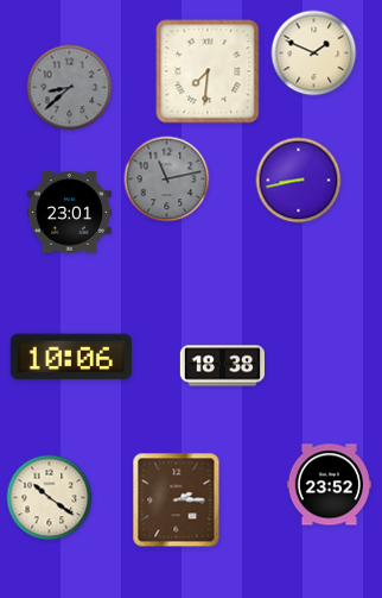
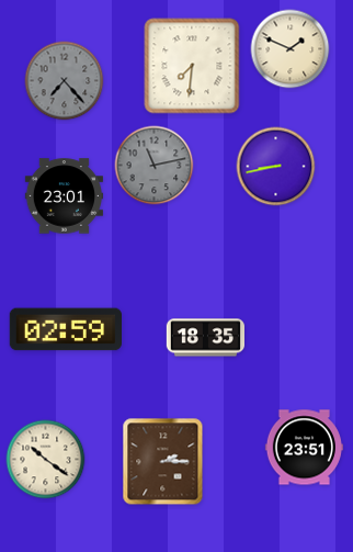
clock at (70, 88): 8:38 -> 7:23
clock at (70, 357): 10:06 -> 02:59
clock at (222, 366): 18:38 -> 18:35
clock at (329, 485): 23:52 -> 23:51
